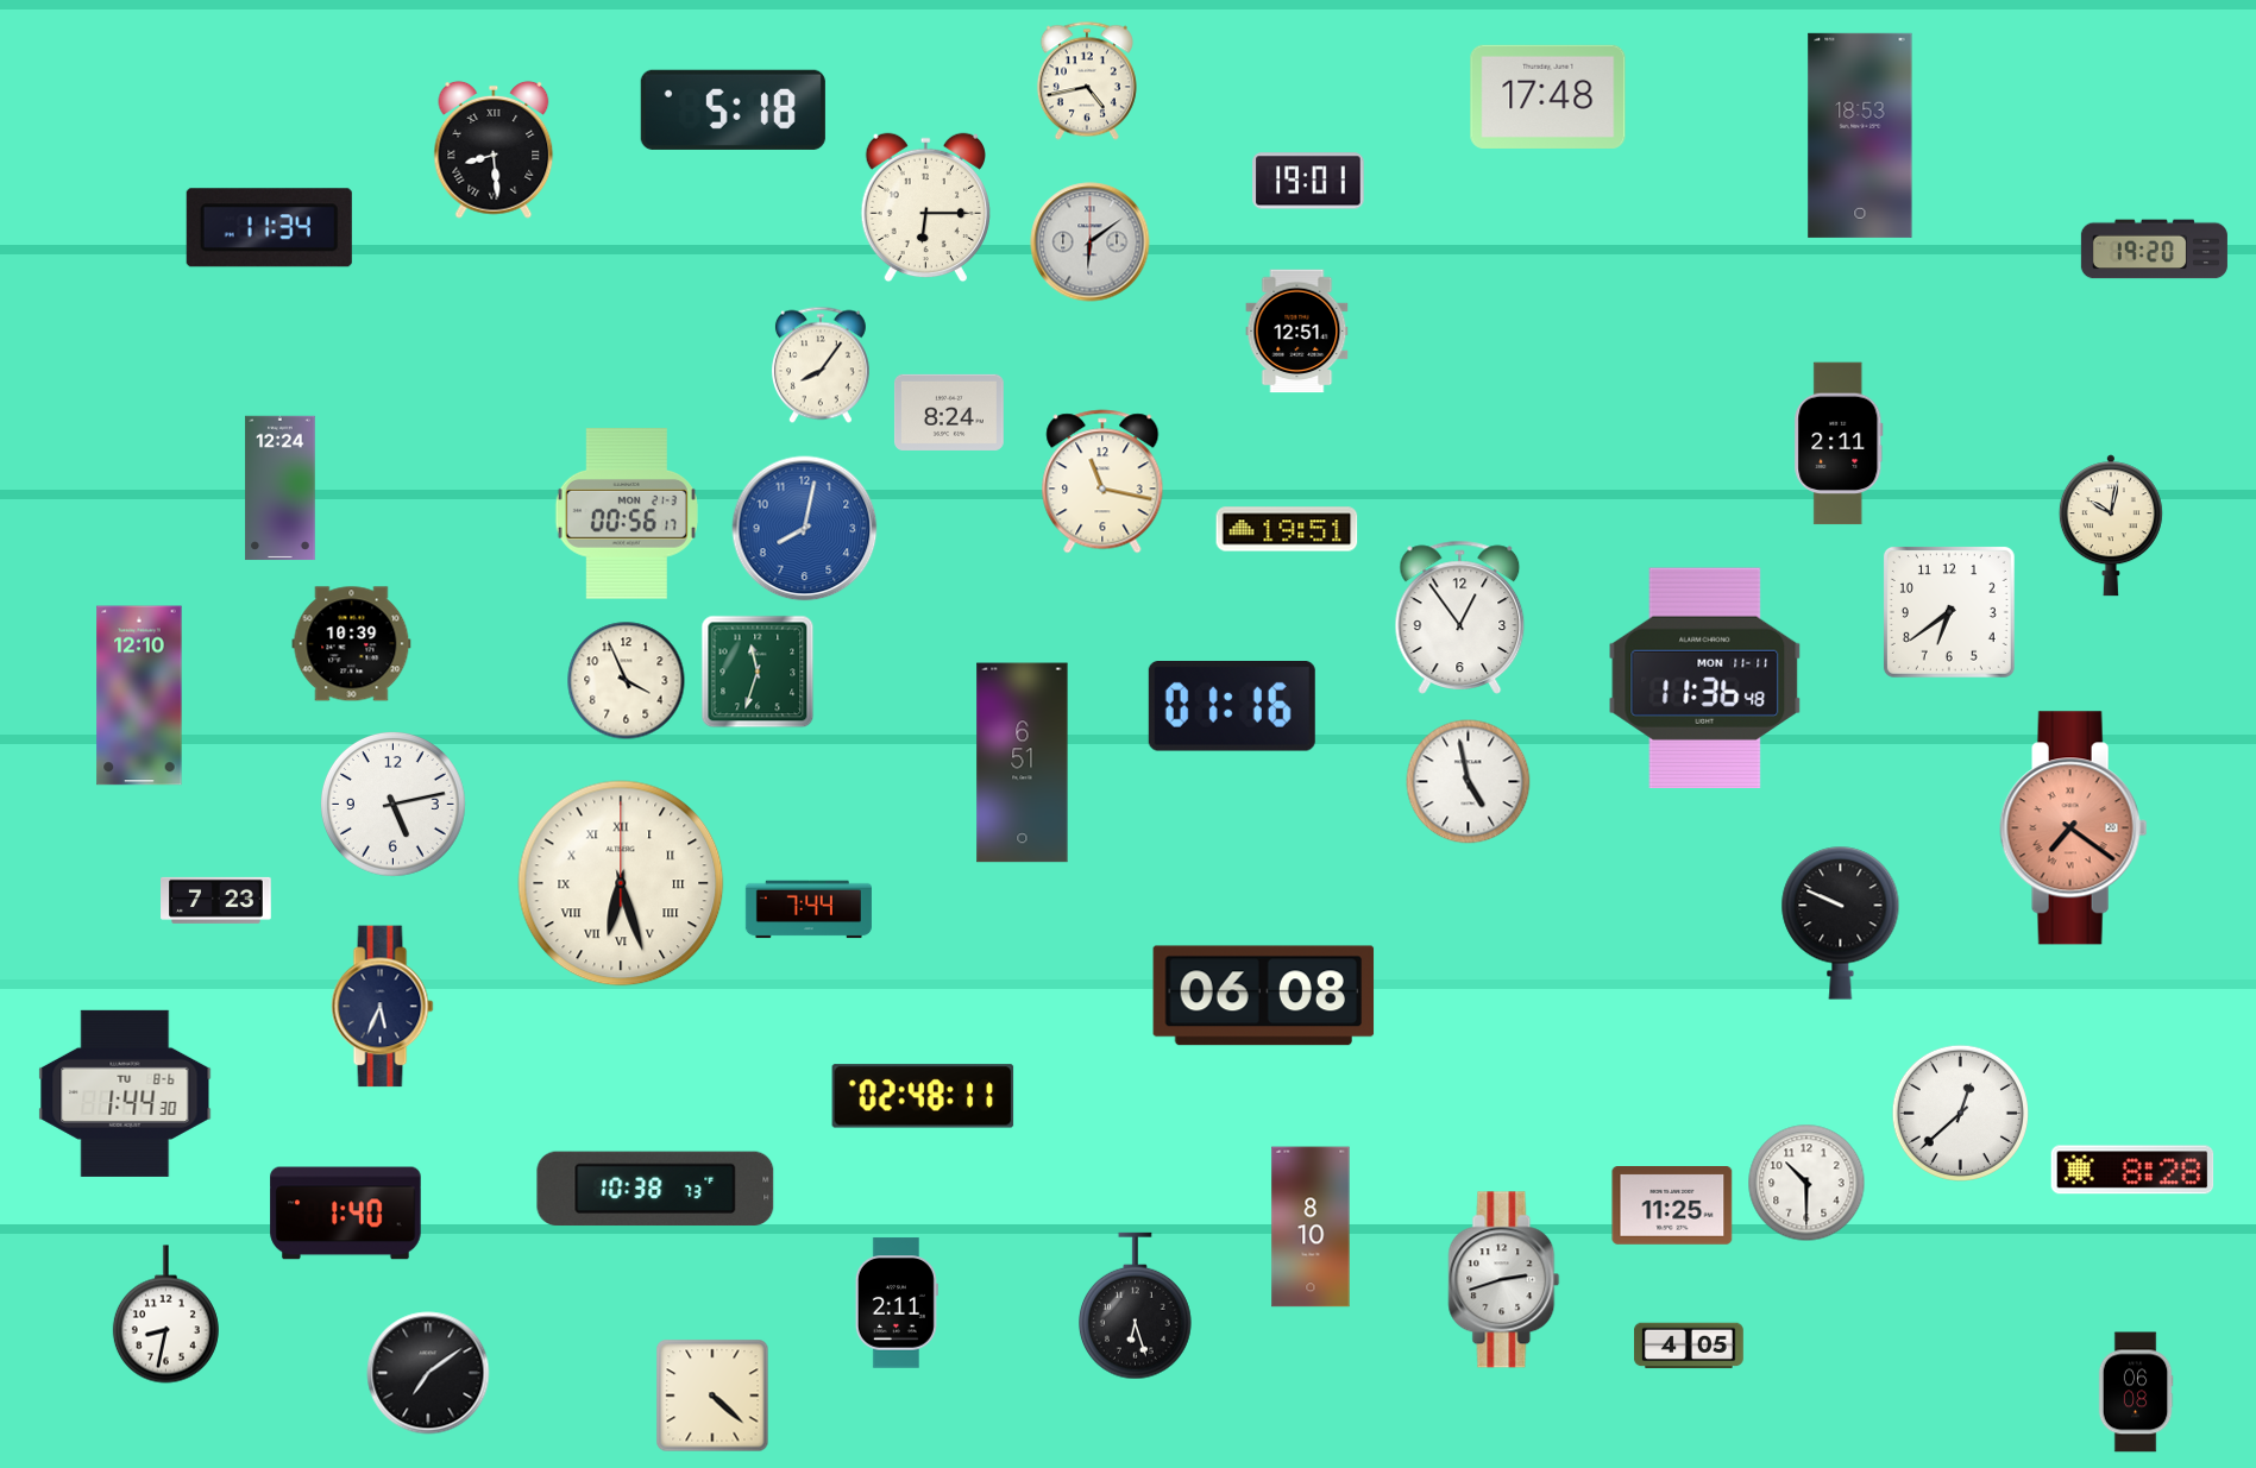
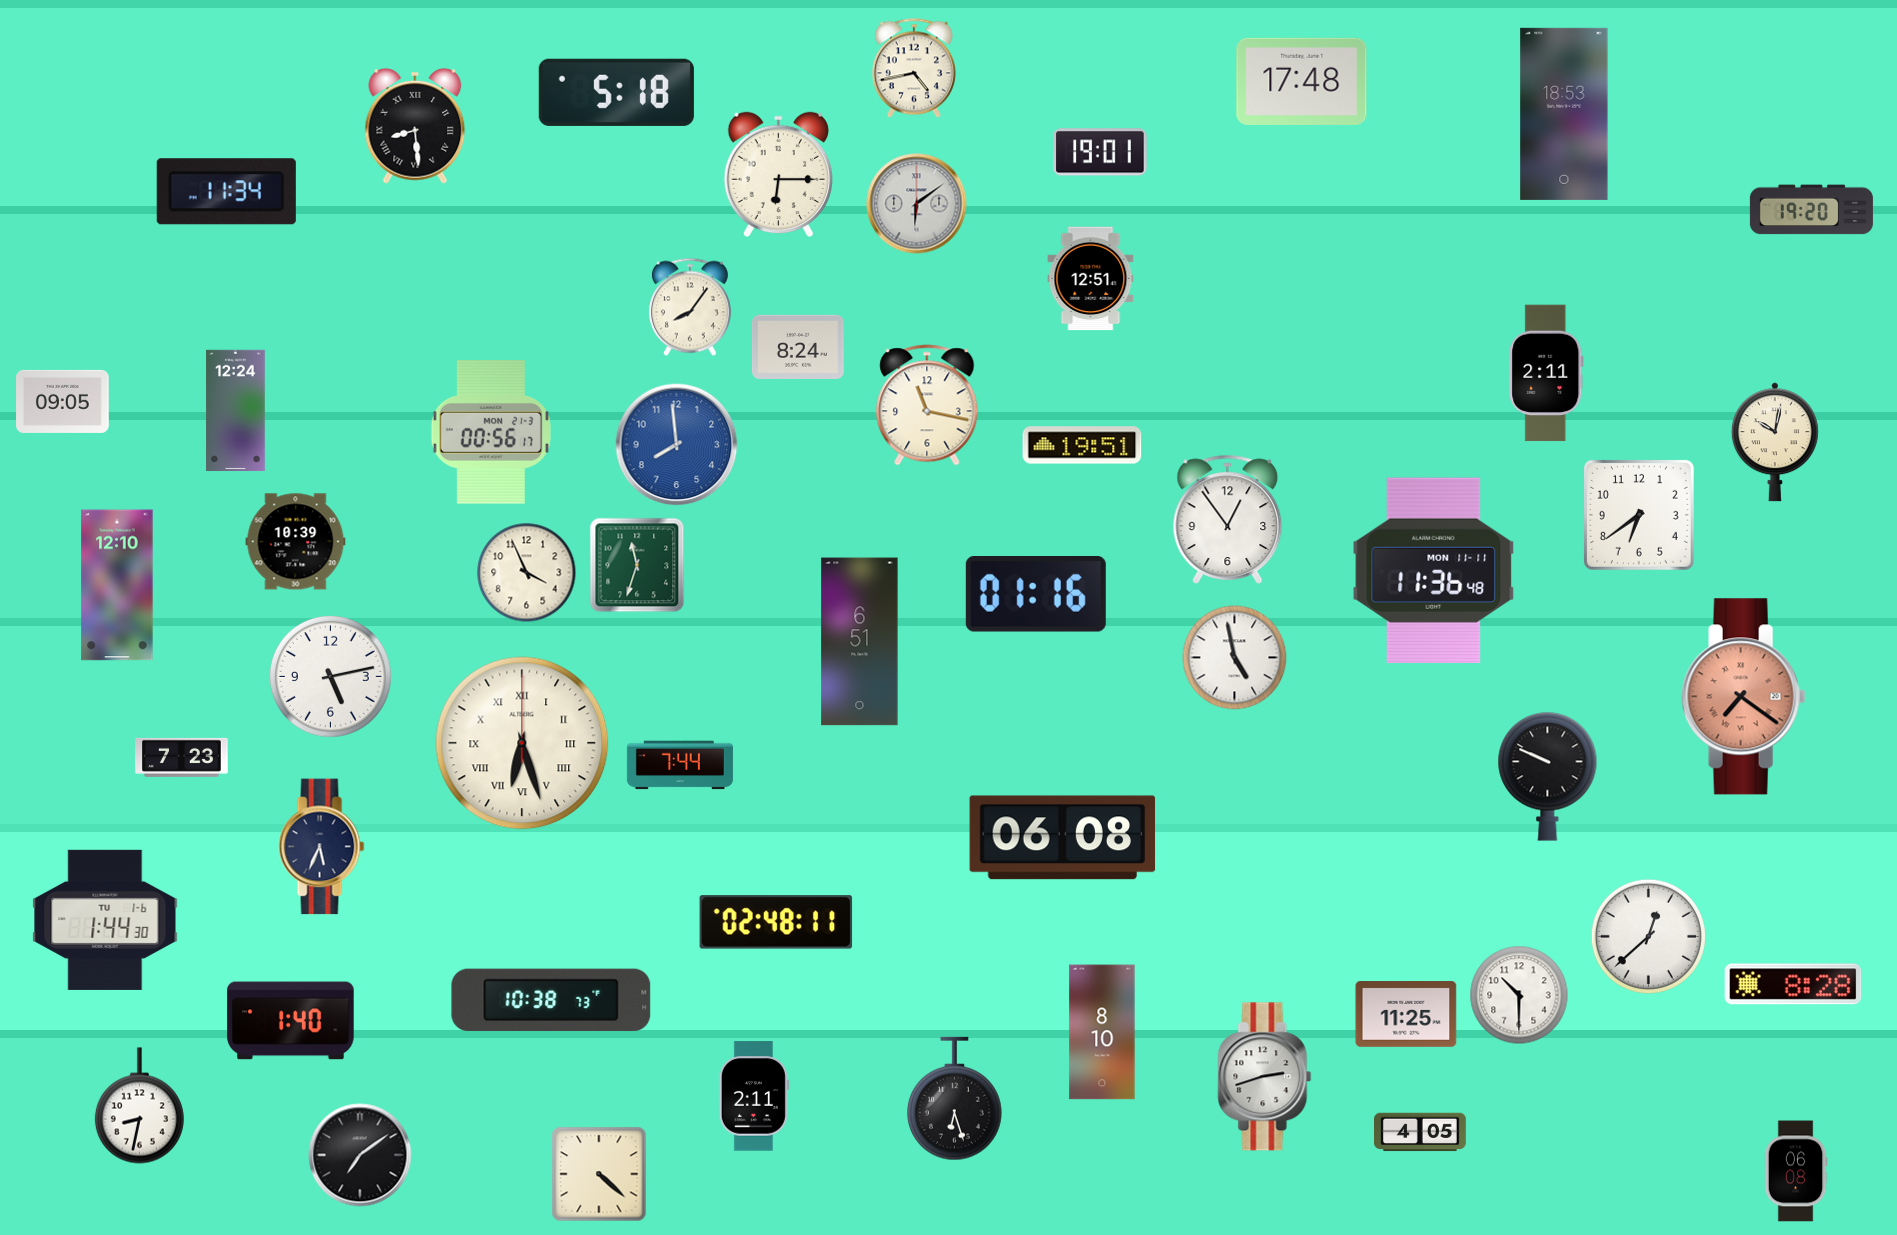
clock at (63, 401): none -> 09:05
clock at (627, 514) position: (627, 514) -> (491, 432)
clock at (805, 529): 8:02 -> 7:59
clock at (125, 1094) date: TU 8-6 -> TU 1-6
